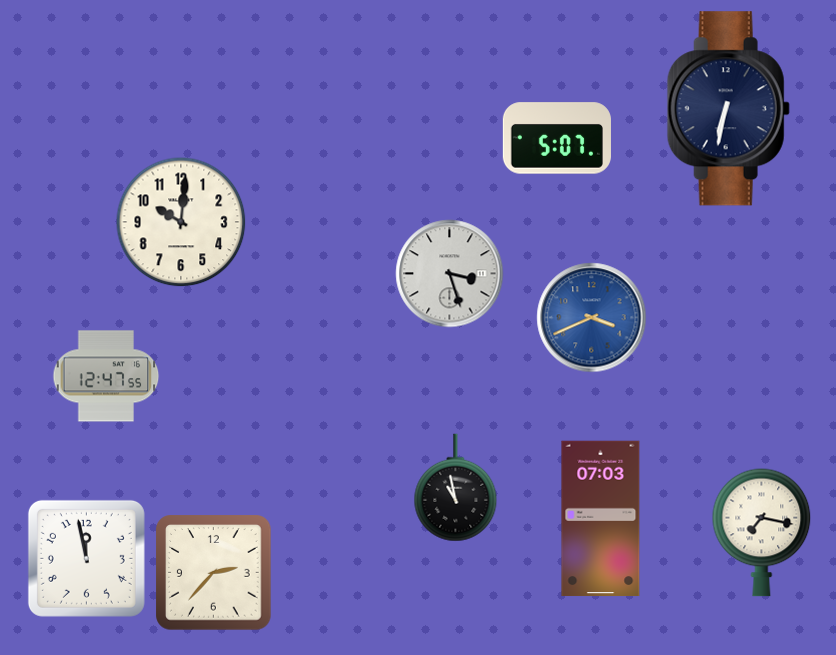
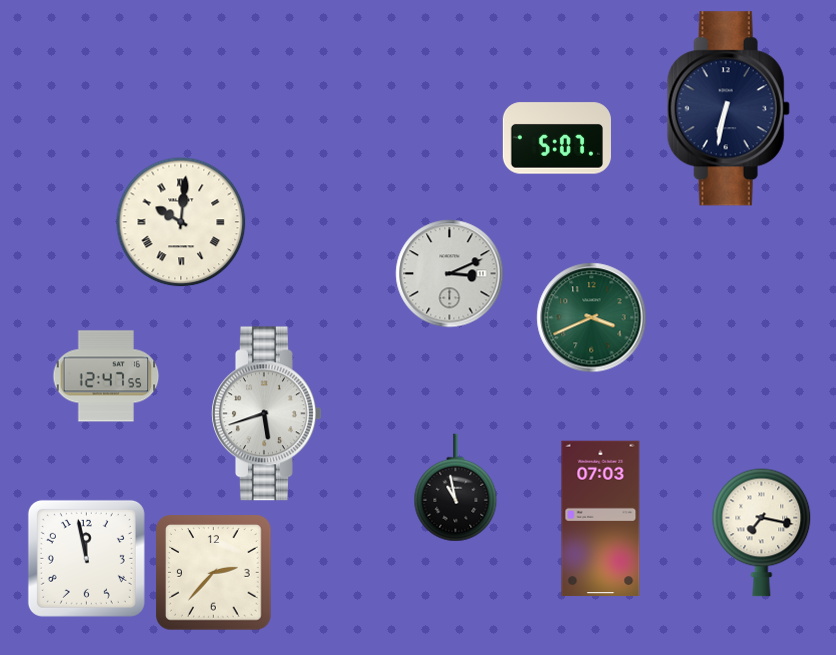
clock at (181, 222) numerals: Arabic -> Roman
clock at (450, 274): 3:27 -> 3:11
clock at (592, 318) dial: blue -> green
clock at (267, 414): none -> 5:42
